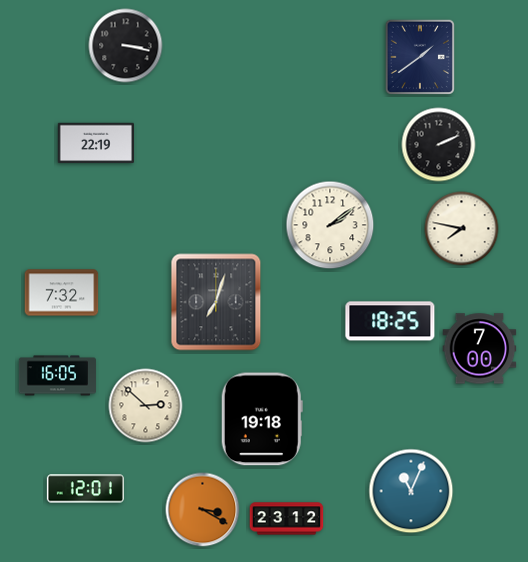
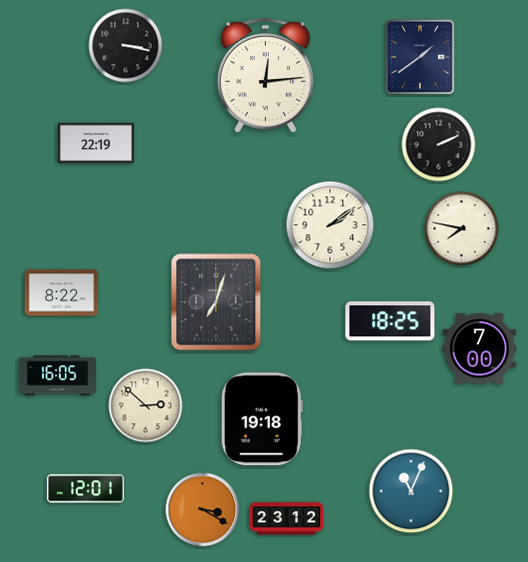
clock at (265, 75): none -> 12:14
clock at (62, 293): 7:32 -> 8:22
